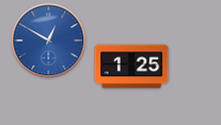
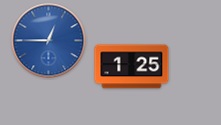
clock at (49, 41): 12:50 -> 12:45
